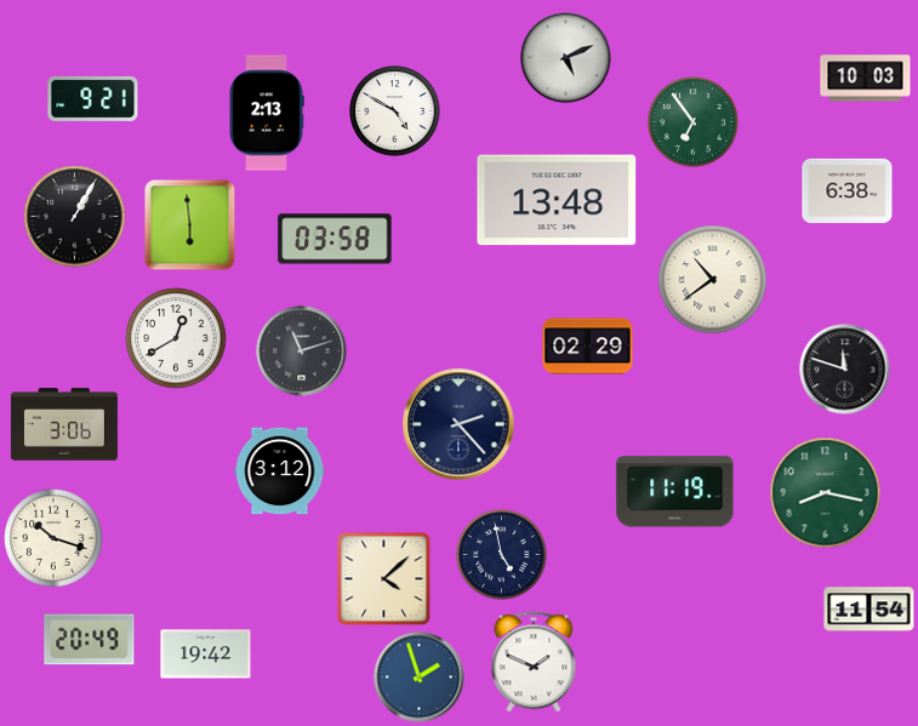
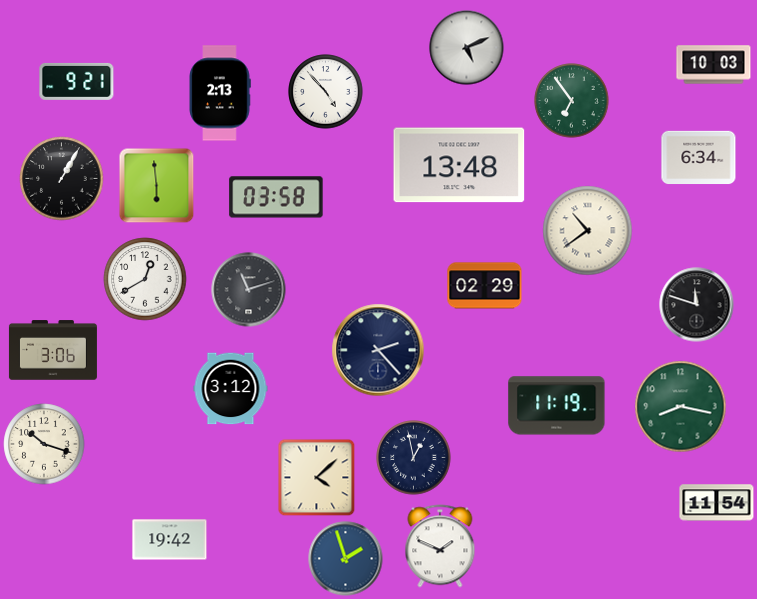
clock at (395, 112): 4:50 -> 4:53
clock at (848, 191): 6:38 -> 6:34
clock at (502, 555): 4:58 -> 12:58
clock at (90, 640): 20:49 -> none
